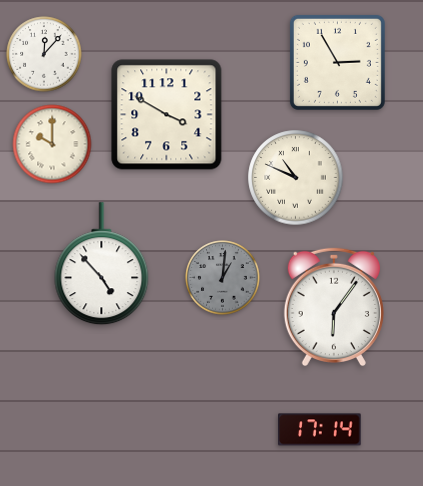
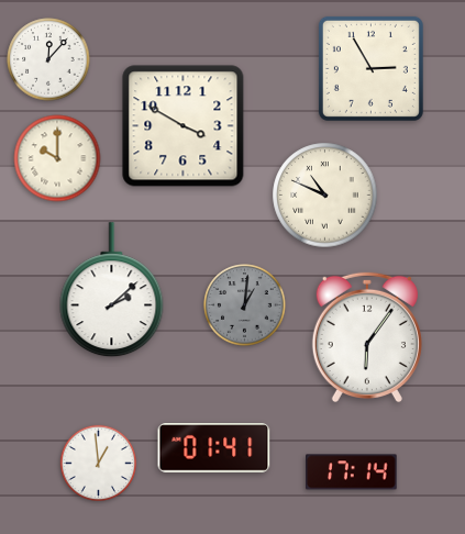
clock at (102, 264): 4:53 -> 2:08
clock at (214, 448): none -> 01:41
clock at (98, 463): none -> 12:59
